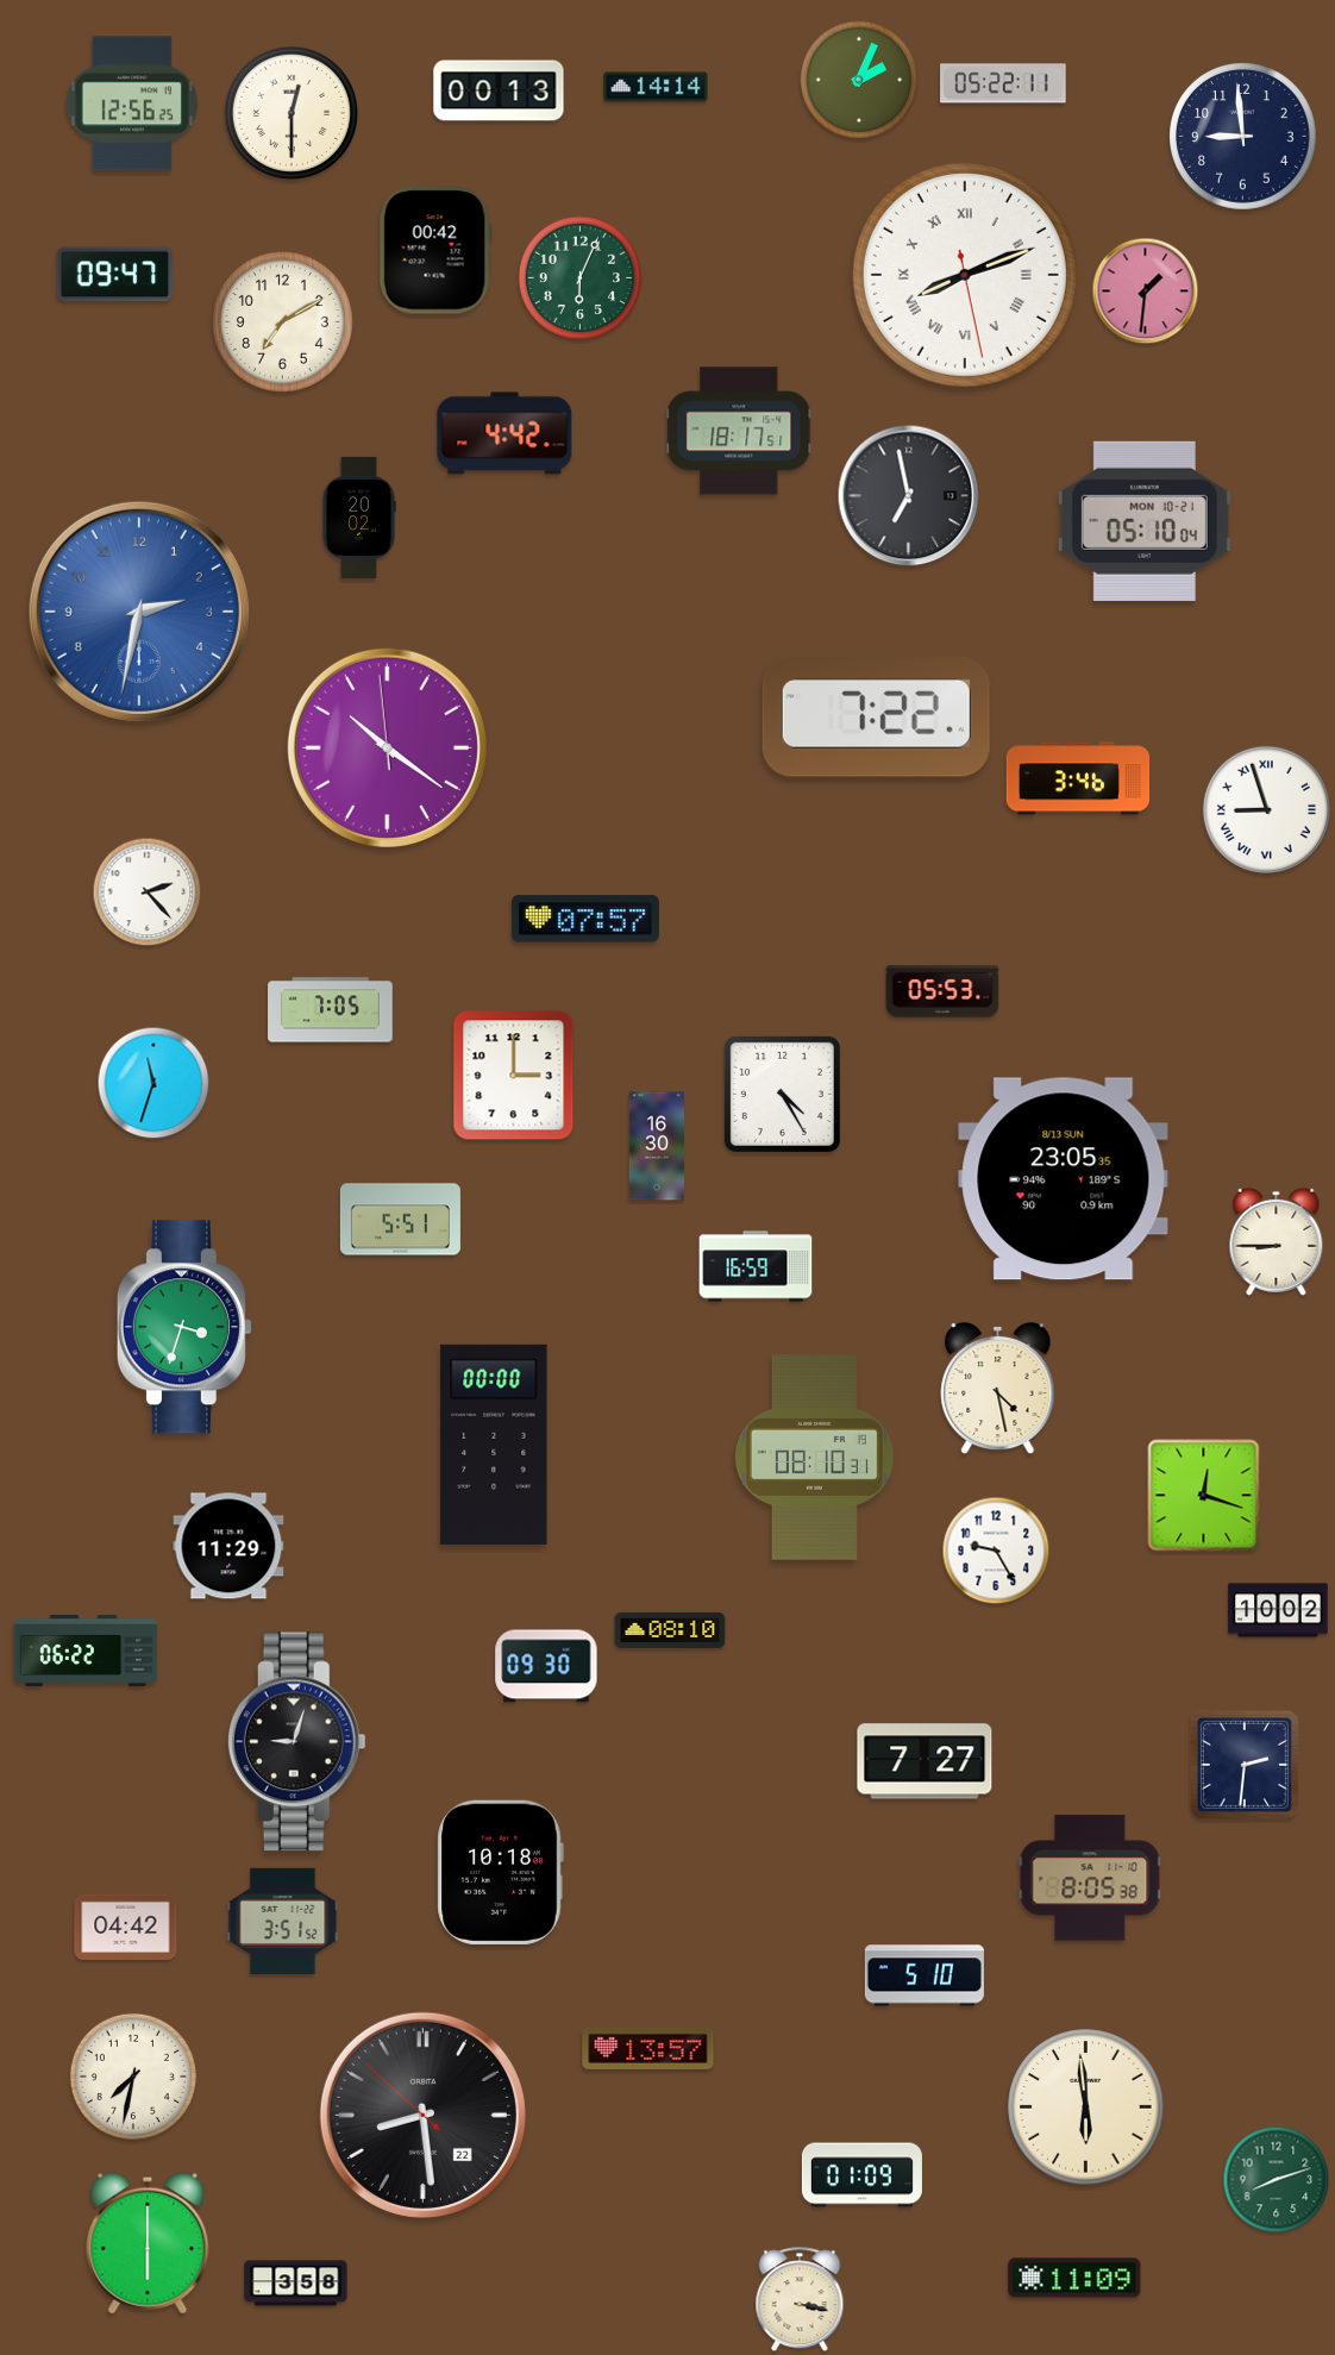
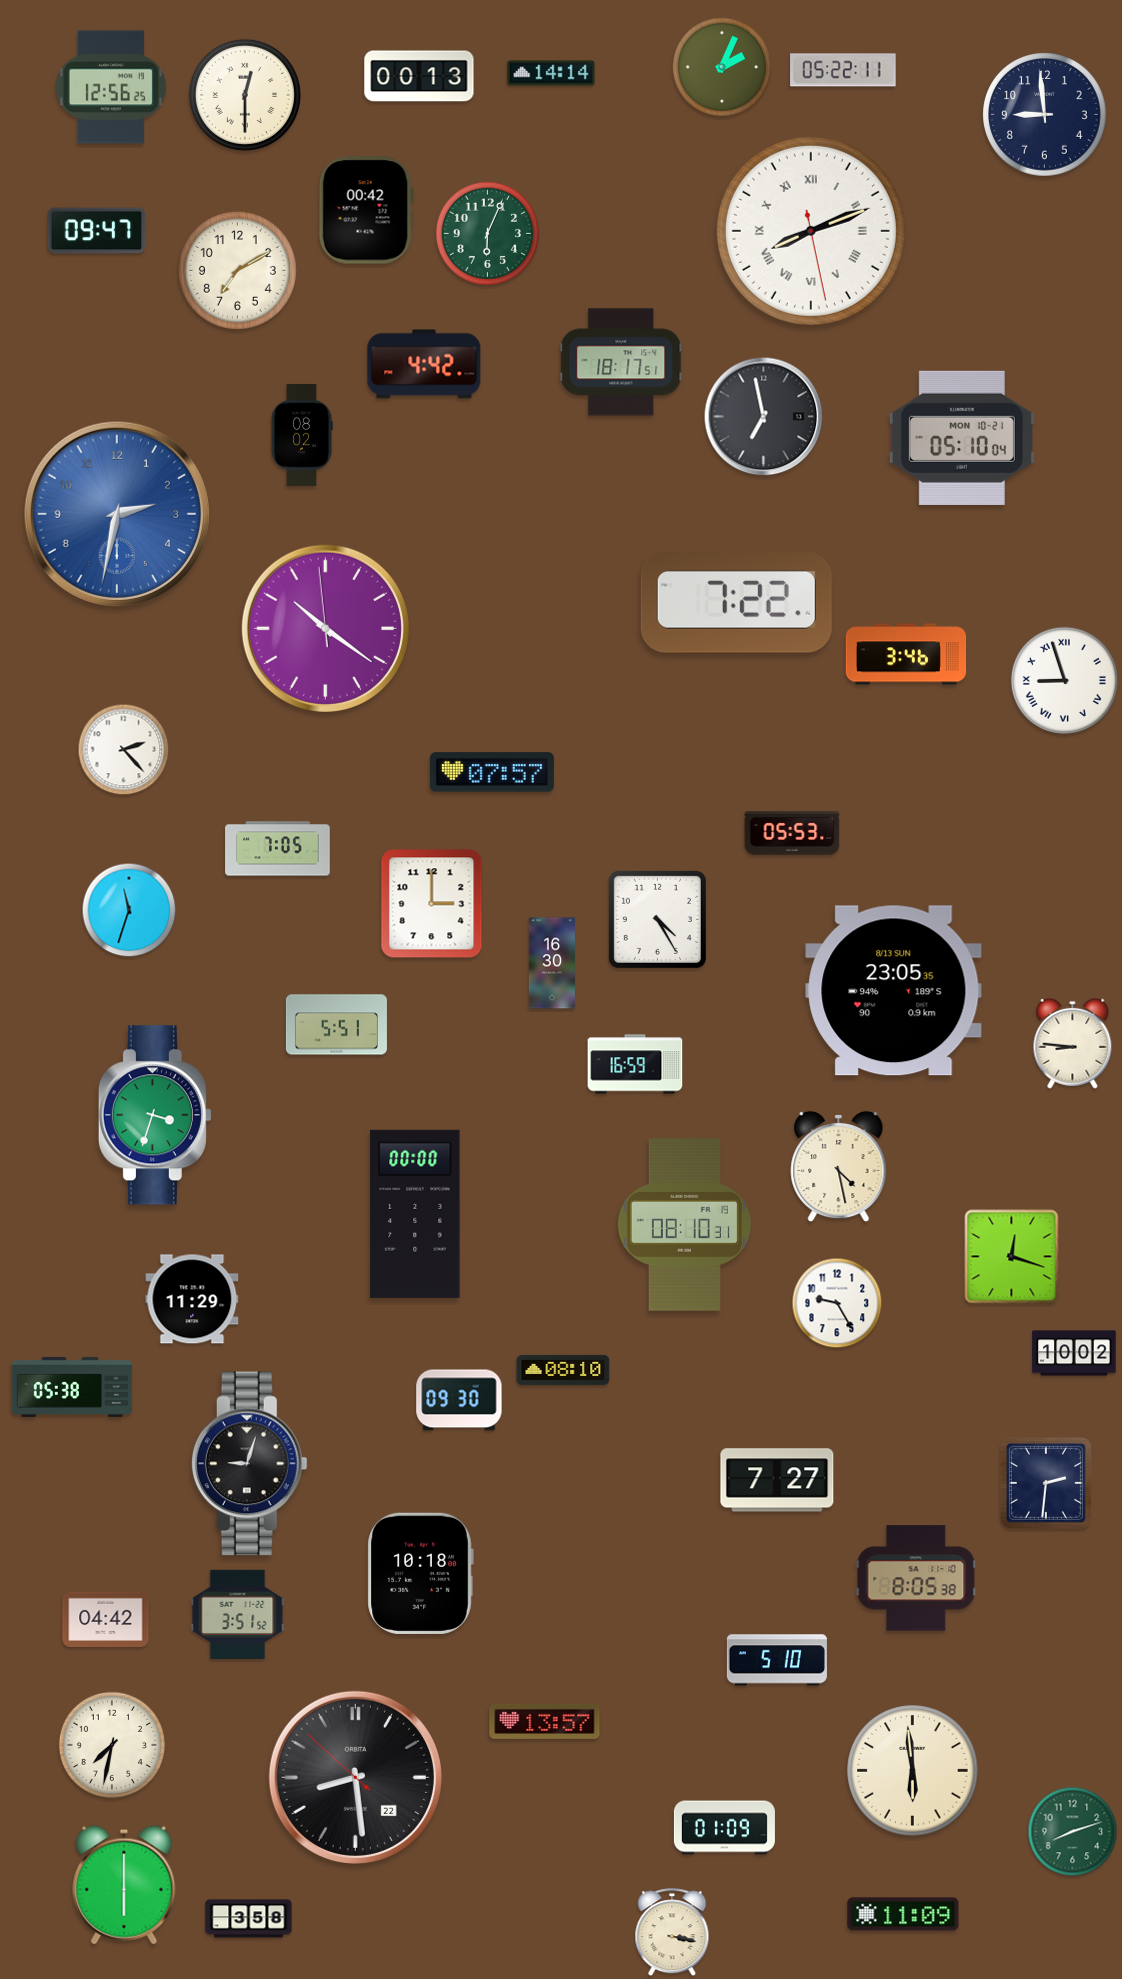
clock at (1146, 292): 1:31 -> none
clock at (359, 518): 20:02 -> 08:02
clock at (1277, 1241): 8:45 -> 8:46
clock at (86, 1651): 06:22 -> 05:38
